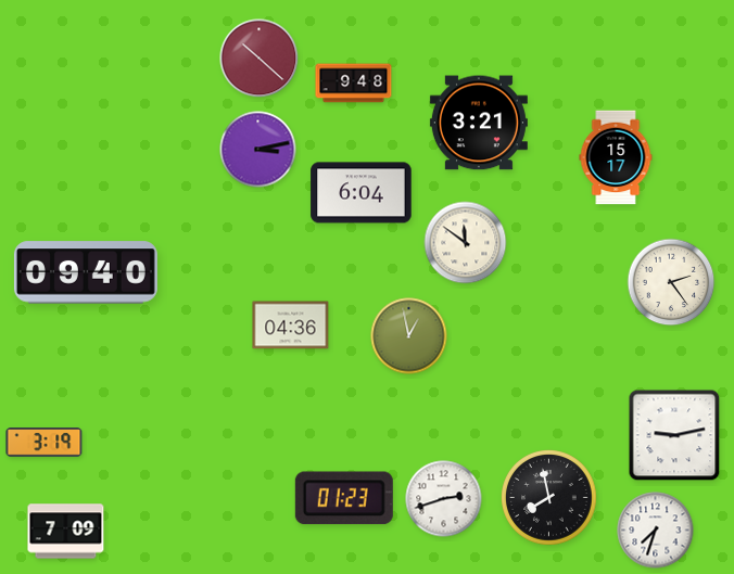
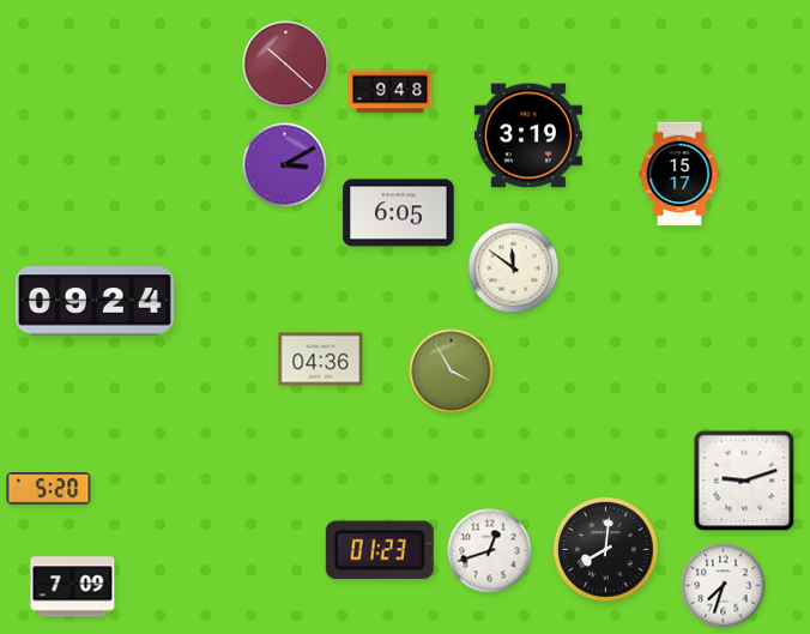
clock at (479, 123): 3:21 -> 3:19
clock at (258, 150): 3:13 -> 3:10
clock at (362, 193): 6:04 -> 6:05
clock at (86, 272): 09:40 -> 09:24
clock at (671, 282): 2:24 -> none
clock at (409, 336): 12:58 -> 3:55
clock at (674, 435): 9:13 -> 9:12
clock at (45, 443): 3:19 -> 5:20
clock at (549, 498): 7:58 -> 8:01
clock at (444, 499): 2:42 -> 12:42
